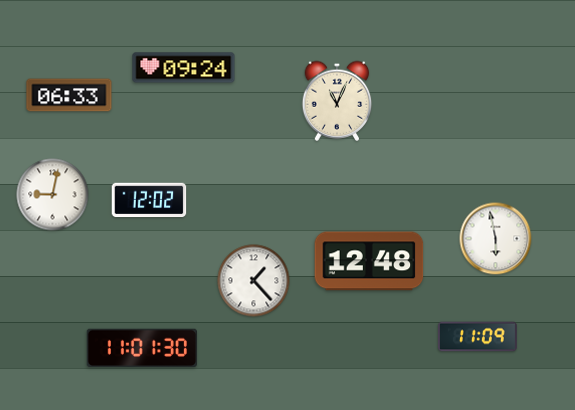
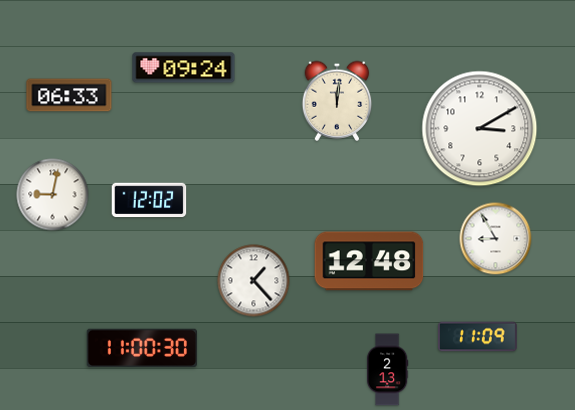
clock at (337, 101): 11:04 -> 12:01
clock at (480, 129): none -> 3:10
clock at (496, 239): 5:58 -> 8:55
clock at (141, 348): 11:01 -> 11:00
clock at (387, 370): none -> 2:13
